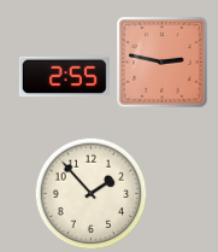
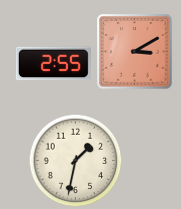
clock at (163, 63): 2:47 -> 3:10
clock at (92, 194): 1:53 -> 1:32
